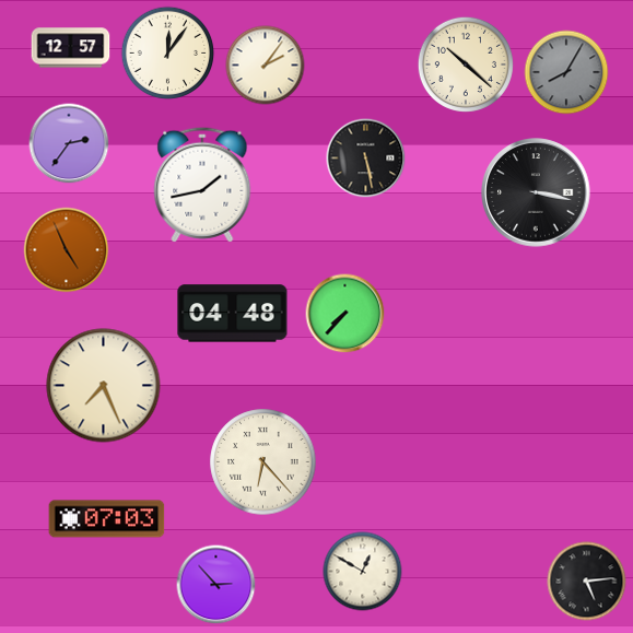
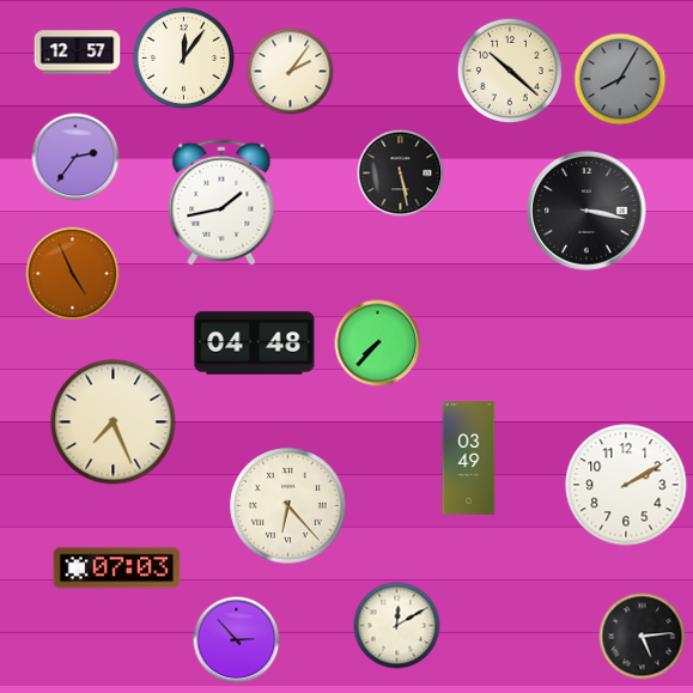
clock at (469, 458): none -> 03:49
clock at (626, 485): none -> 2:10
clock at (363, 572): 12:50 -> 12:10
